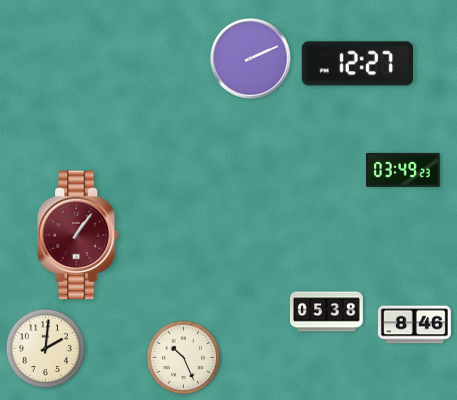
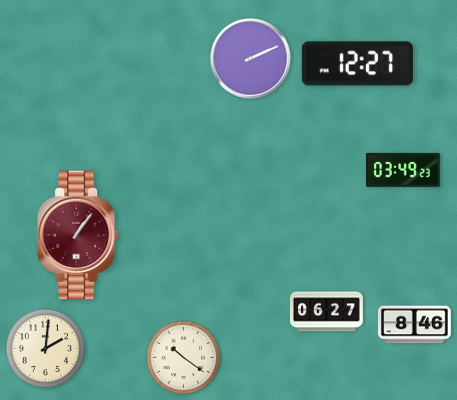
clock at (327, 312): 05:38 -> 06:27
clock at (184, 358): 10:26 -> 10:21
